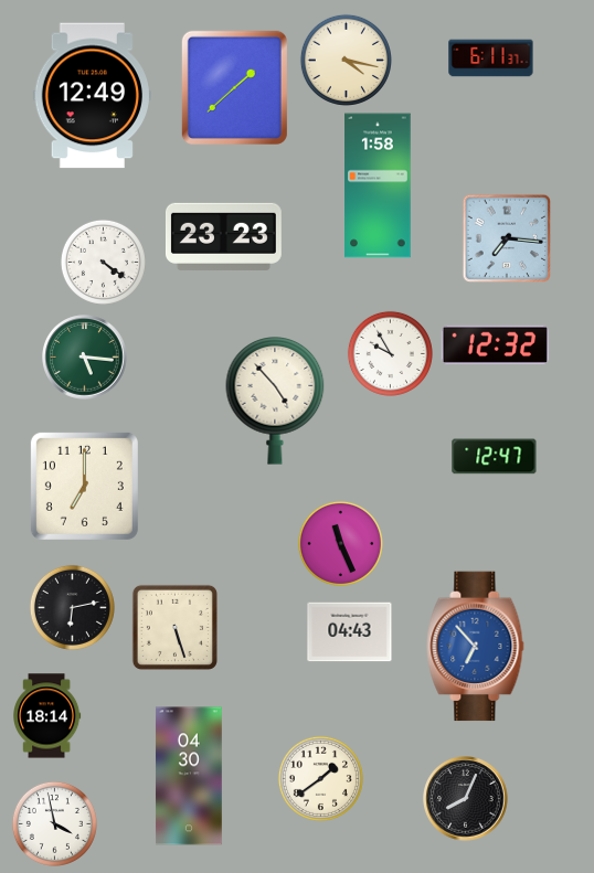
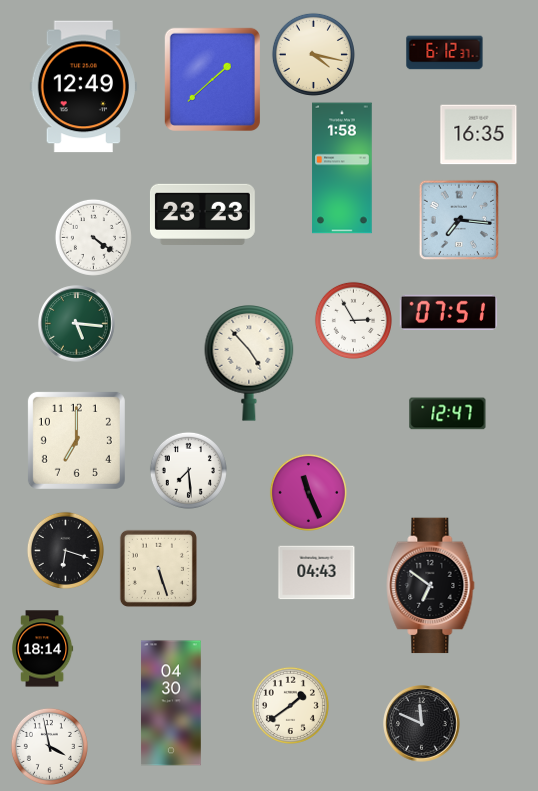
clock at (491, 58): 6:11 -> 6:12
clock at (479, 135): none -> 16:35
clock at (506, 237) position: (506, 237) -> (458, 219)
clock at (495, 344): 12:32 -> 07:51
clock at (390, 353): 9:55 -> 2:55
clock at (188, 470): none -> 7:29
clock at (72, 607): 6:13 -> 6:18
clock at (476, 647): 6:53 -> 6:51
clock at (476, 647) dial: blue -> black
clock at (466, 799): 8:04 -> 11:49
